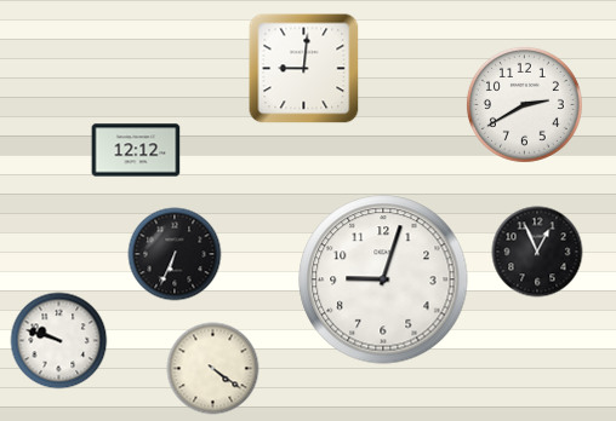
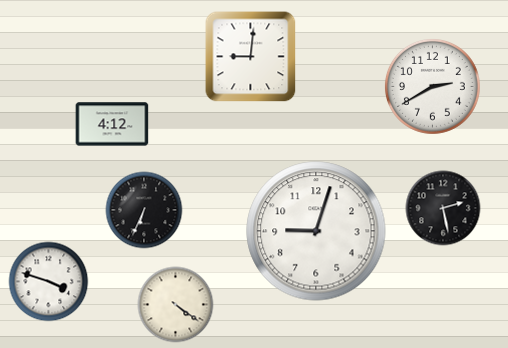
clock at (136, 150): 12:12 -> 4:12
clock at (537, 252): 12:56 -> 2:28
clock at (59, 341): 9:48 -> 3:48
